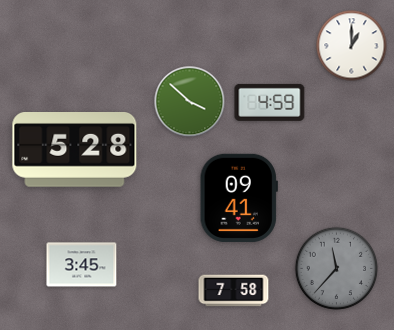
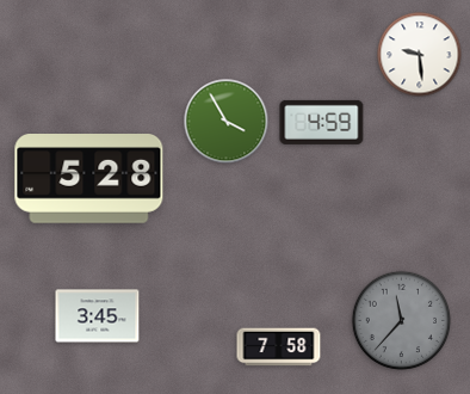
clock at (352, 46): 1:00 -> 9:29
clock at (190, 102): 3:52 -> 3:55
clock at (239, 198): 09:41 -> none
